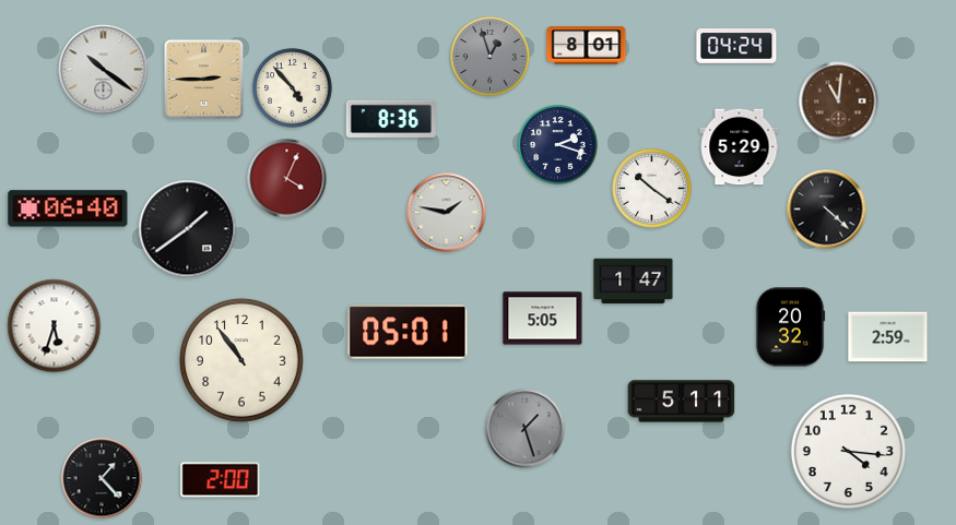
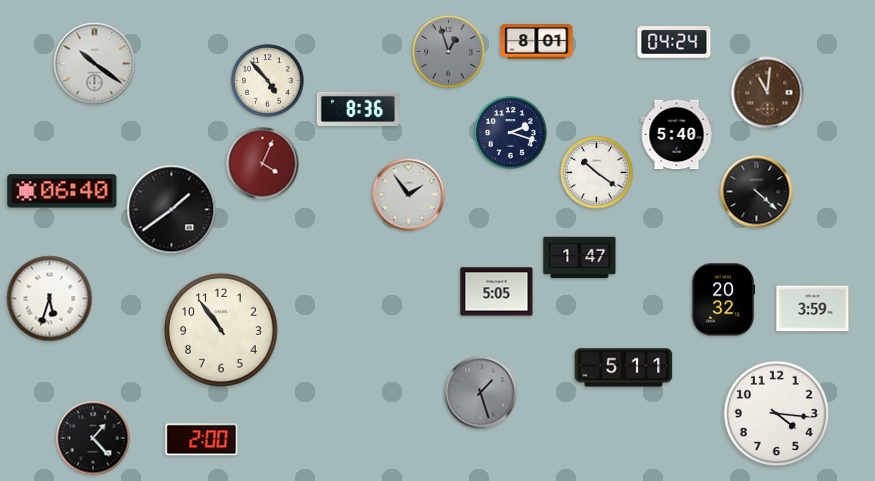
clock at (203, 79): 2:45 -> none
clock at (740, 147): 5:29 -> 5:40
clock at (447, 213): 1:47 -> 1:54
clock at (408, 332): 05:01 -> none
clock at (888, 337): 2:59 -> 3:59
